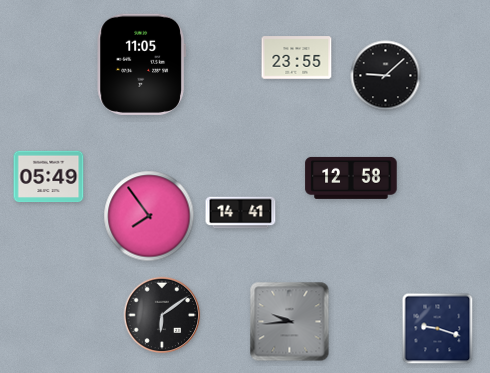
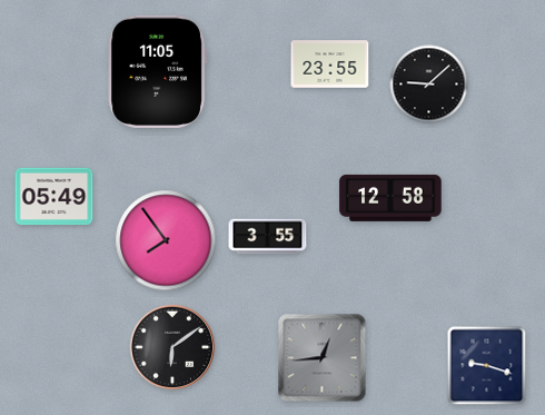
clock at (241, 213): 14:41 -> 3:55
clock at (162, 315) position: (162, 315) -> (172, 347)
clock at (290, 322): 9:44 -> 12:44
